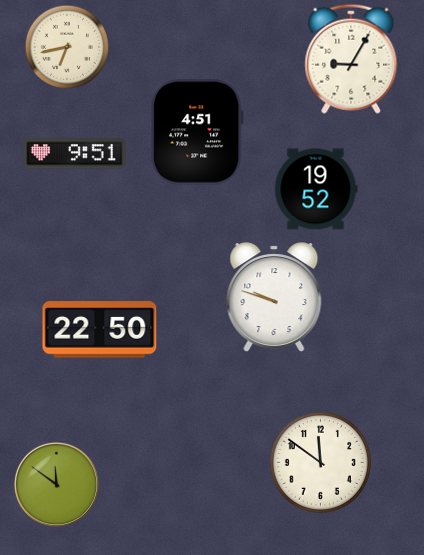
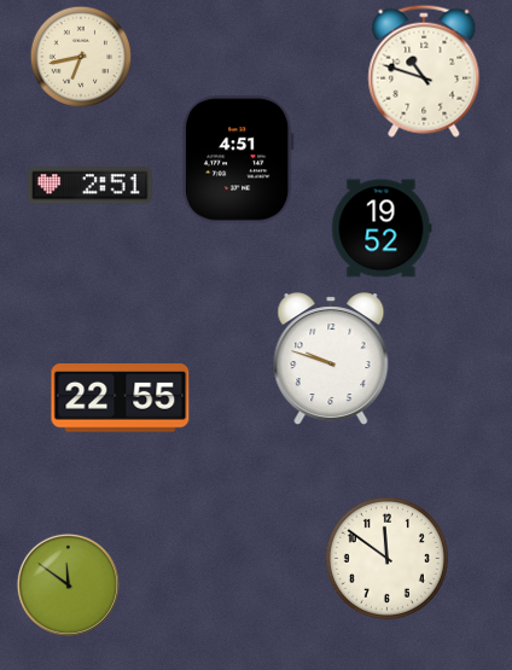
clock at (351, 59): 9:05 -> 10:48
clock at (75, 154): 9:51 -> 2:51
clock at (100, 330): 22:50 -> 22:55
